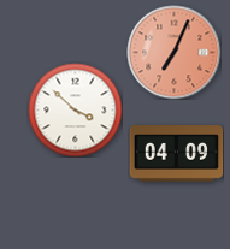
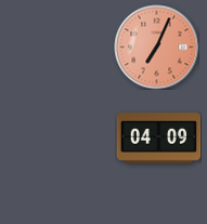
clock at (75, 109): 3:52 -> none
